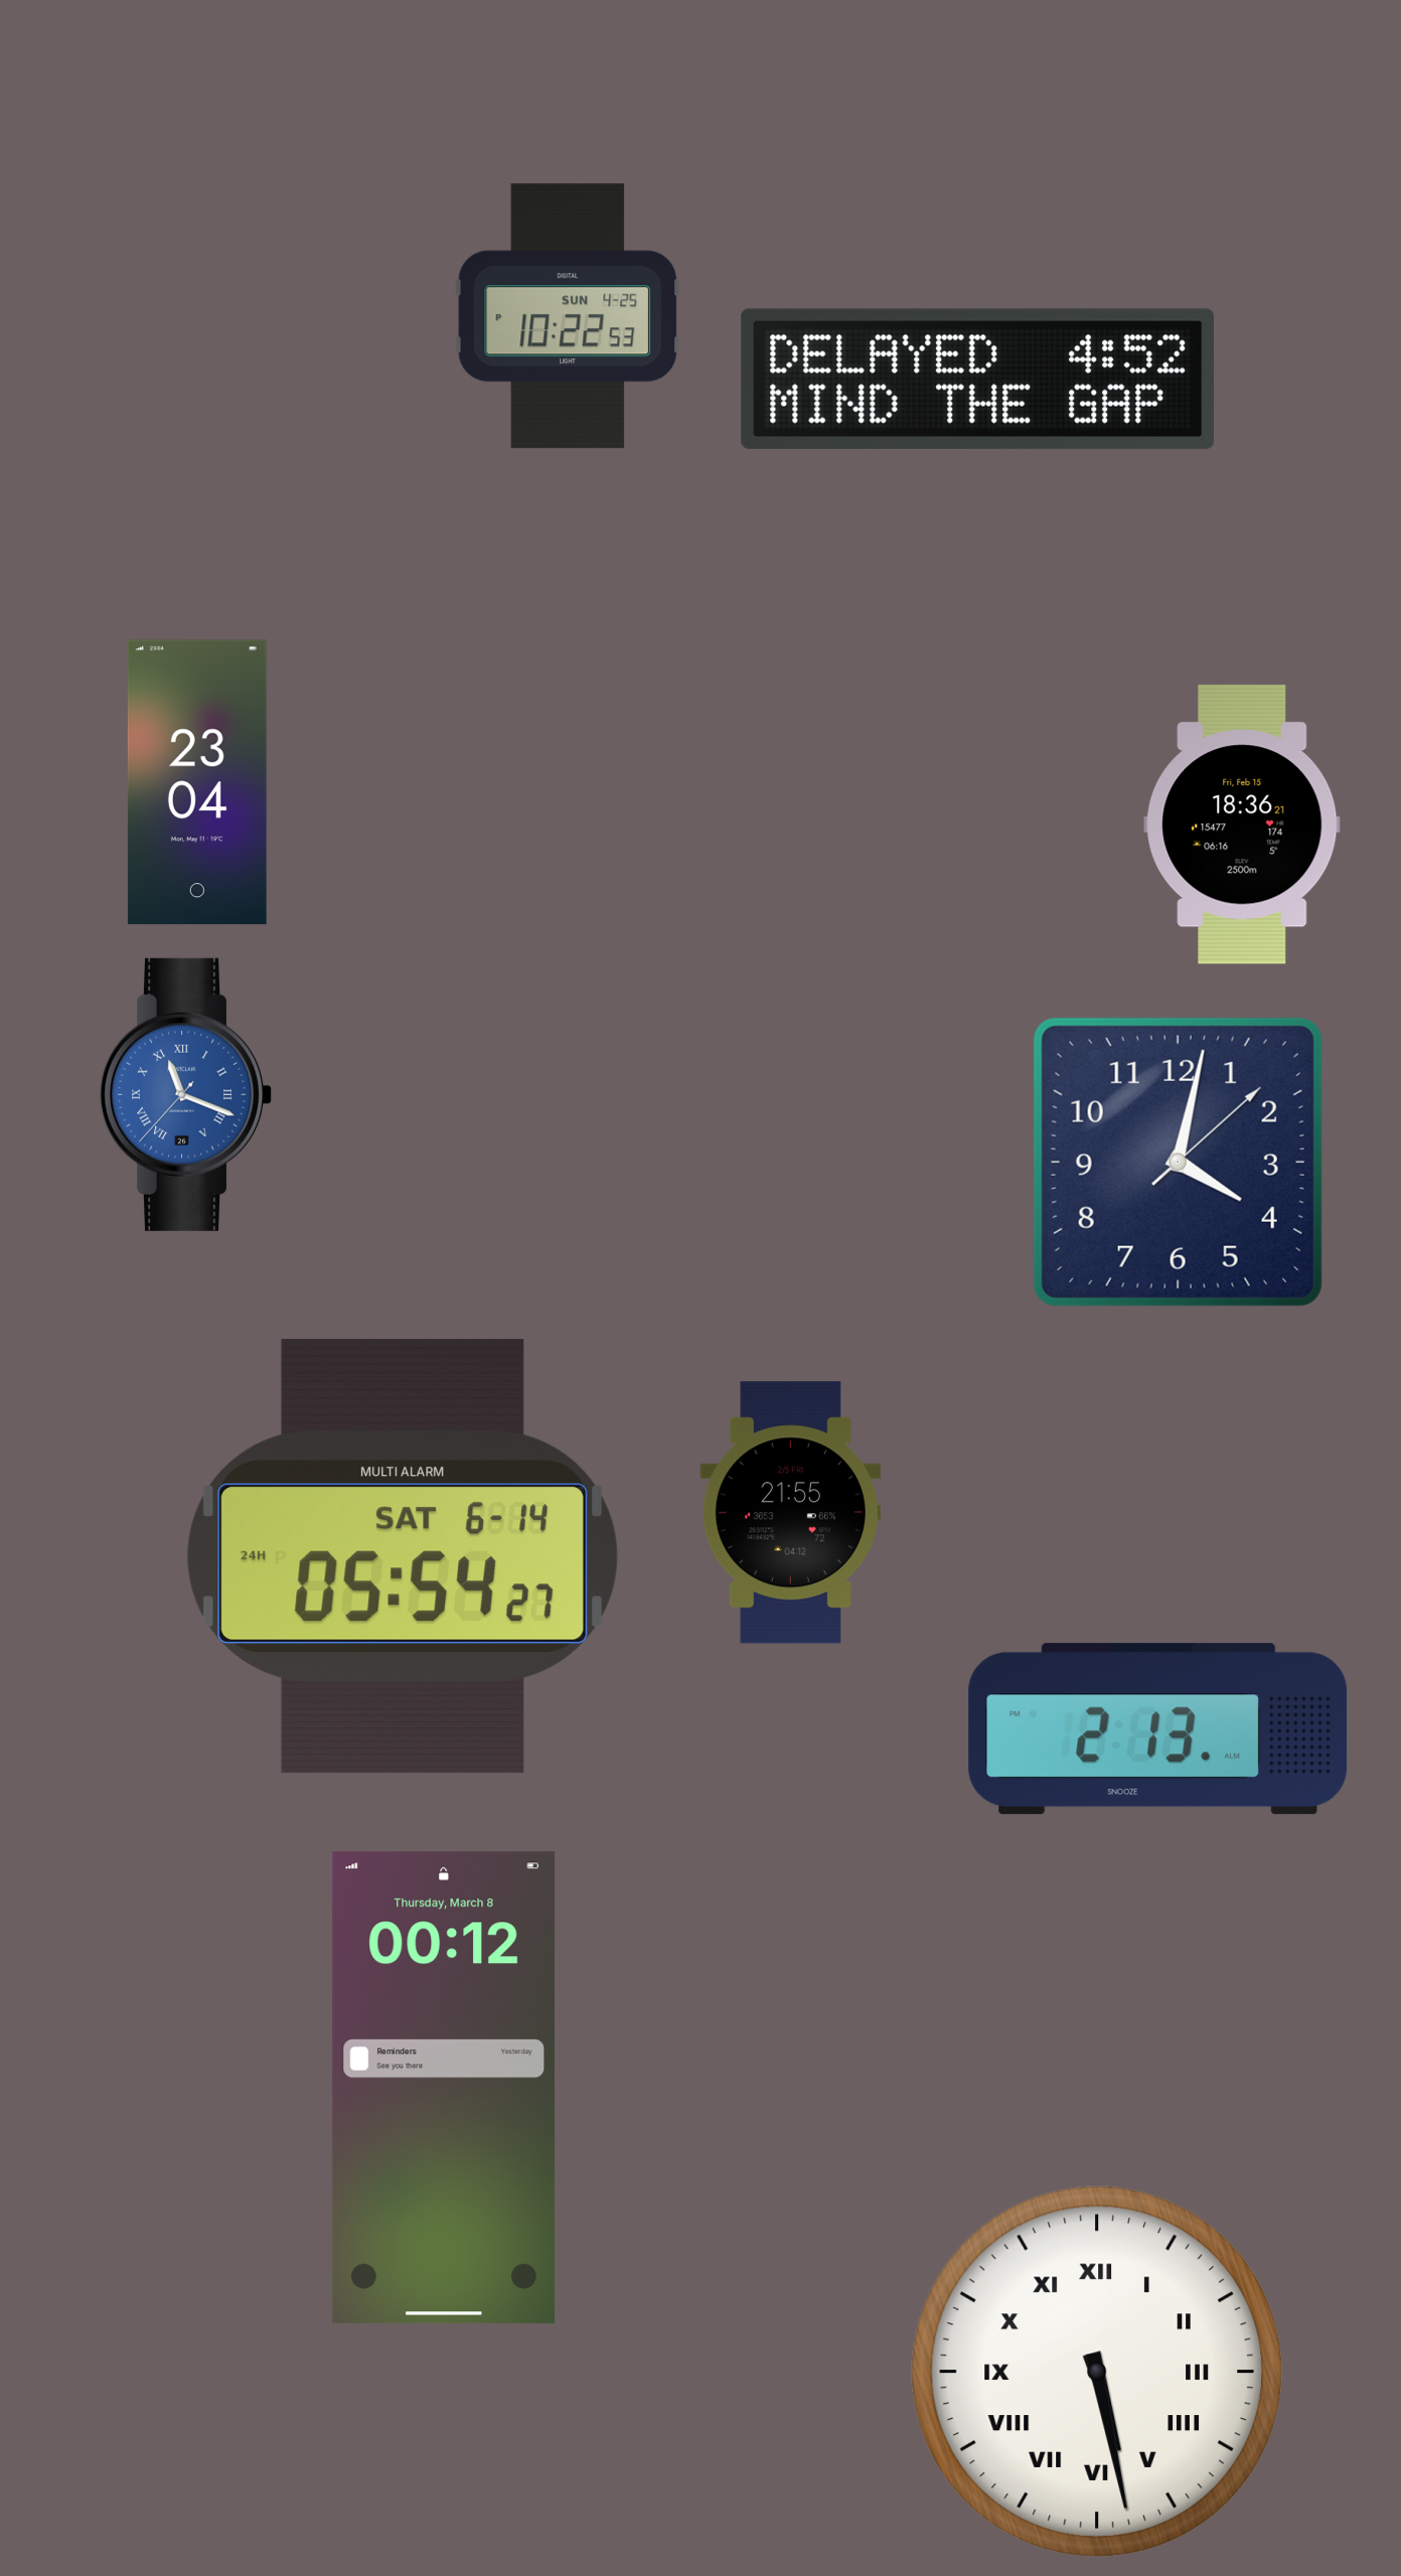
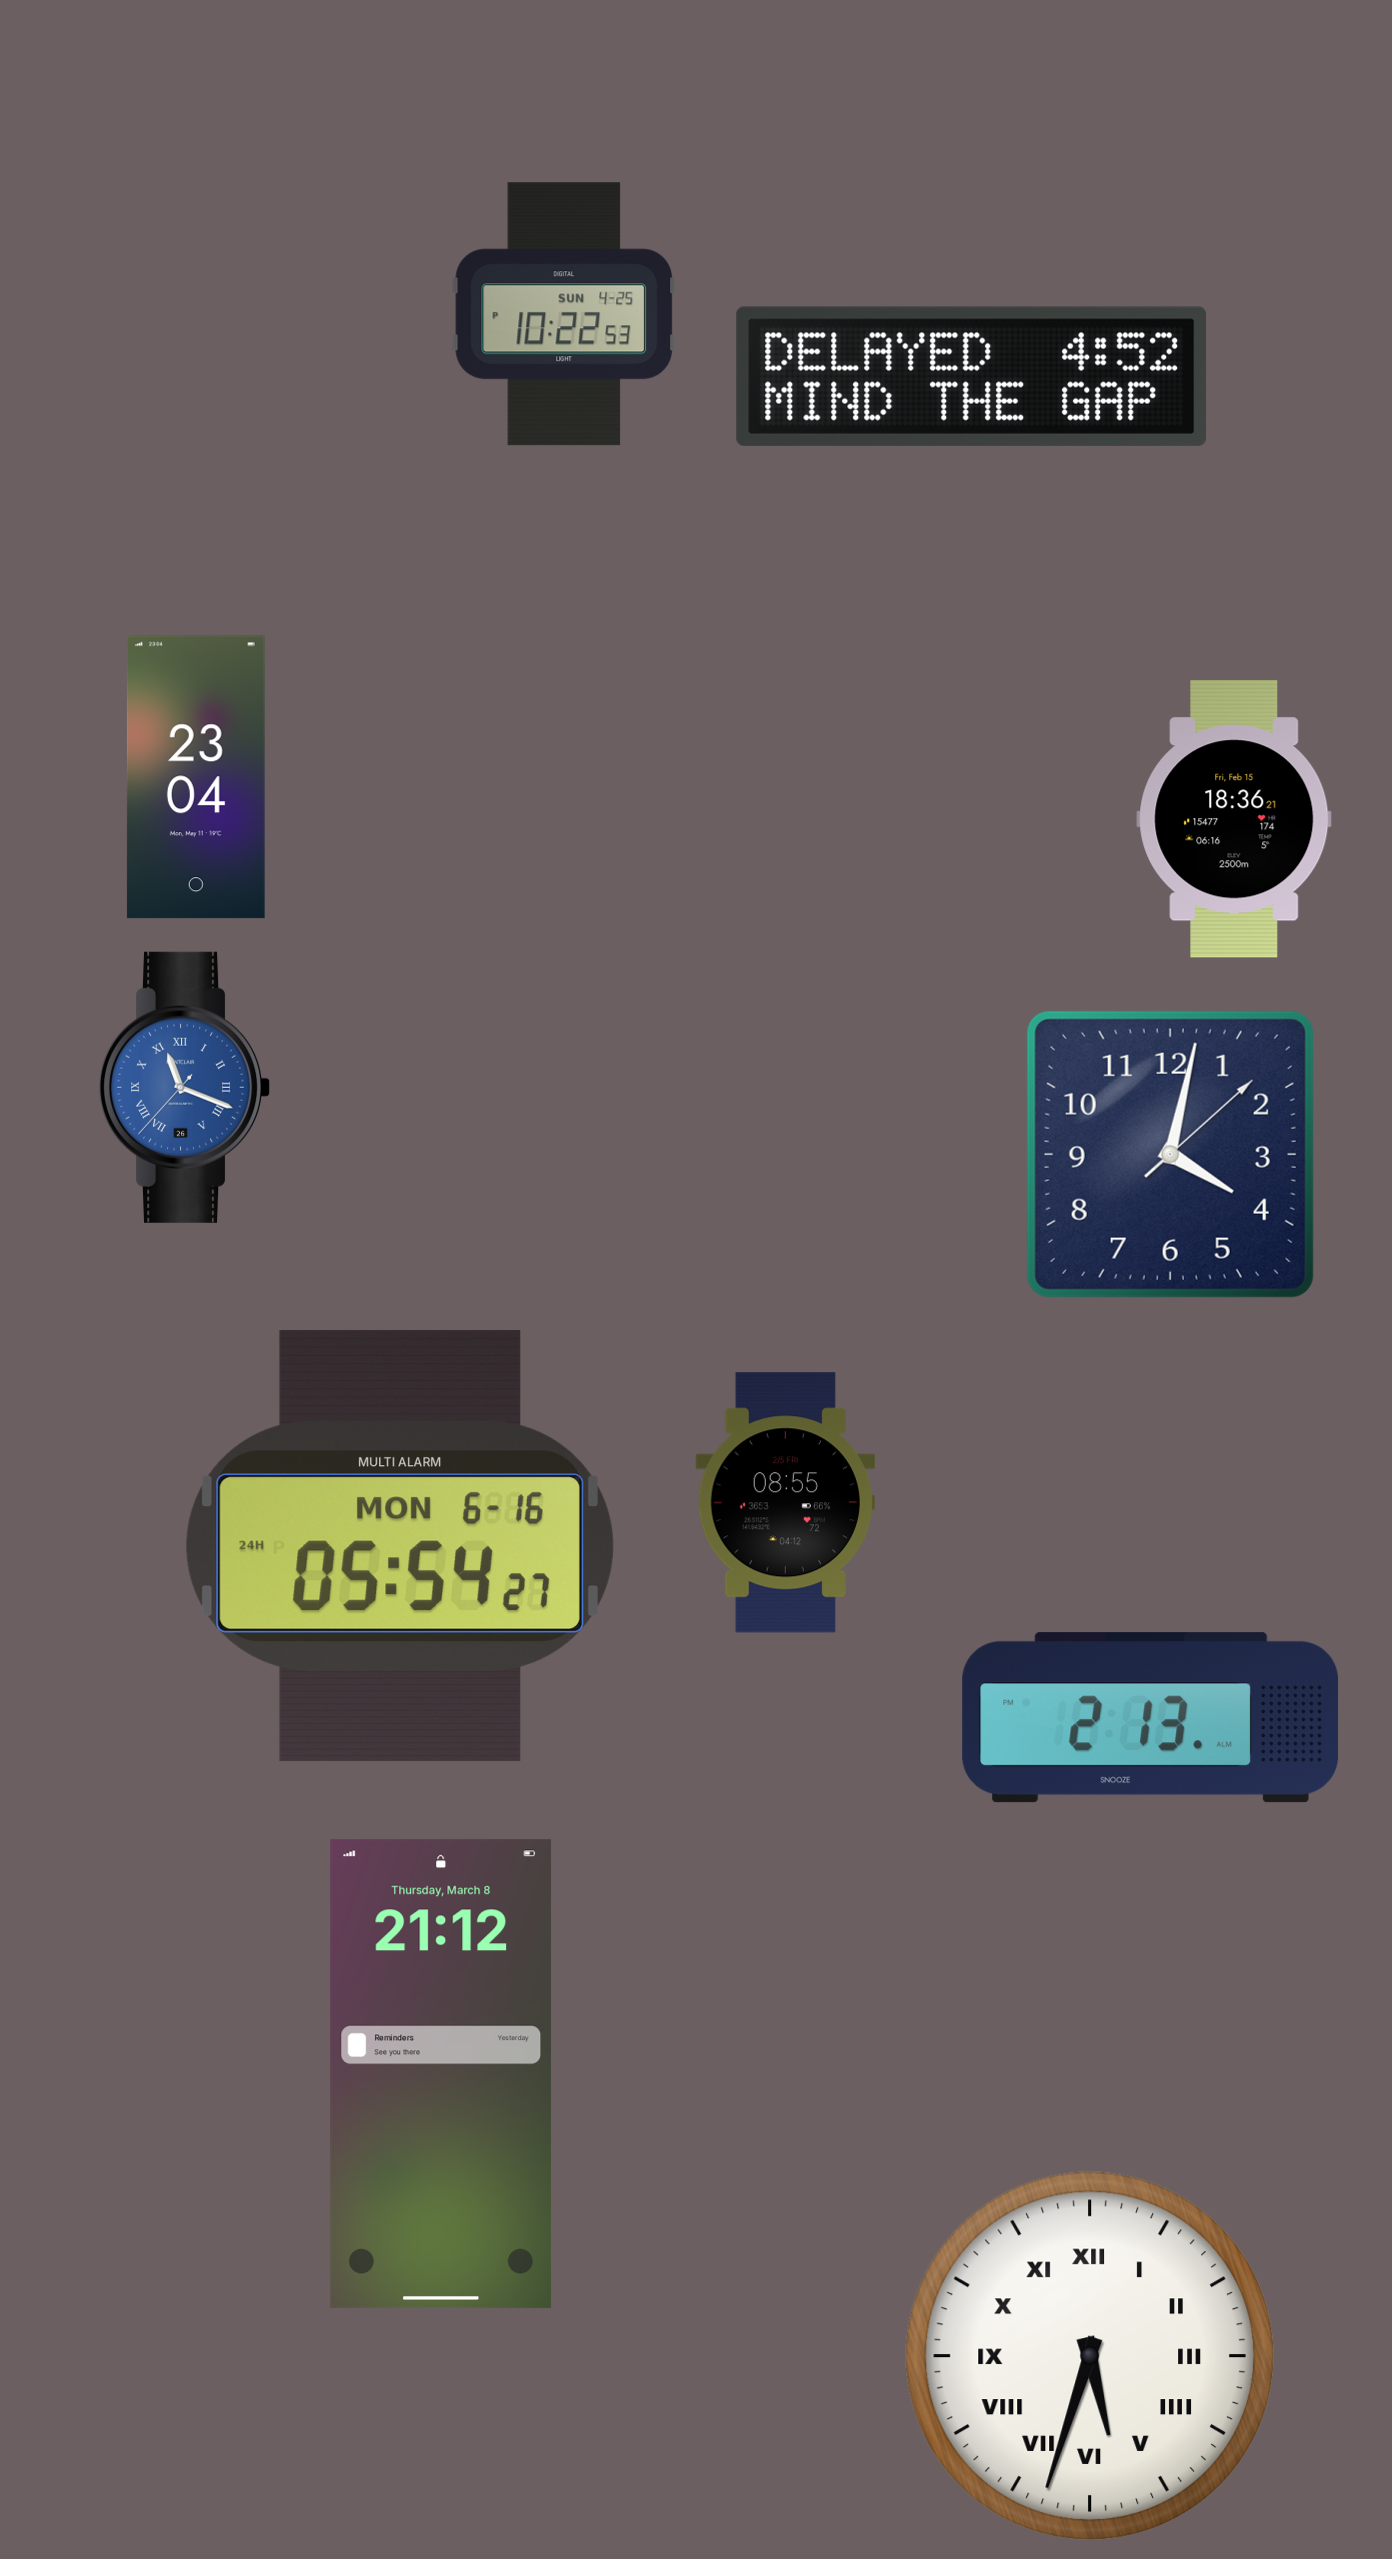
clock at (790, 1513): 21:55 -> 08:55
clock at (403, 1556) date: SAT 6-14 -> MON 6-16
clock at (444, 2088): 00:12 -> 21:12
clock at (1097, 2372): 5:28 -> 5:33
